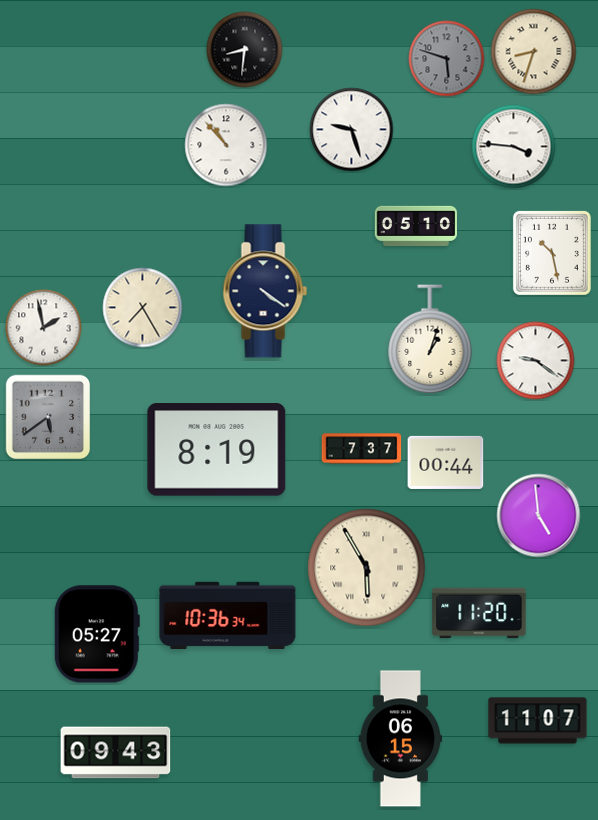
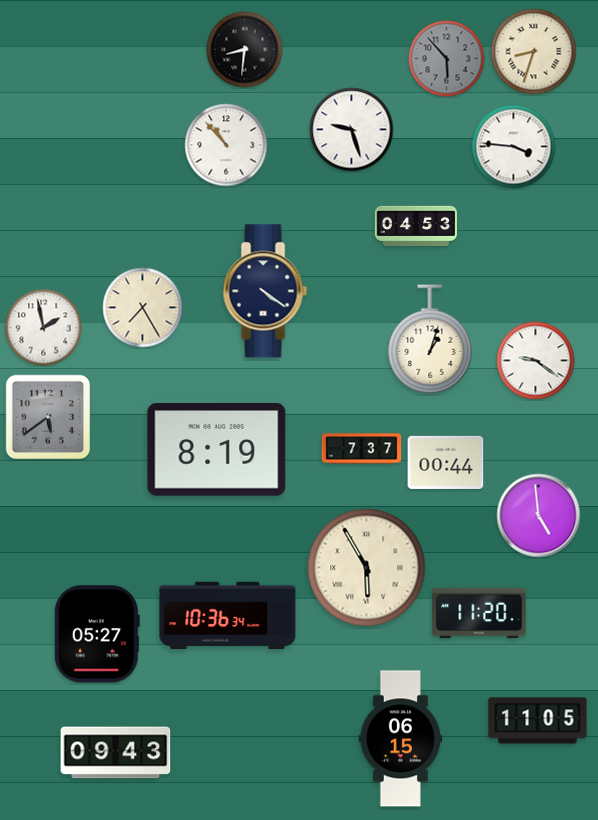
clock at (447, 59): 5:48 -> 5:53
clock at (415, 226): 05:10 -> 04:53
clock at (552, 253): 10:28 -> none
clock at (538, 721): 11:07 -> 11:05
